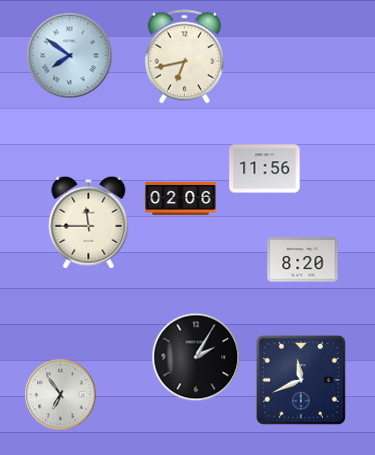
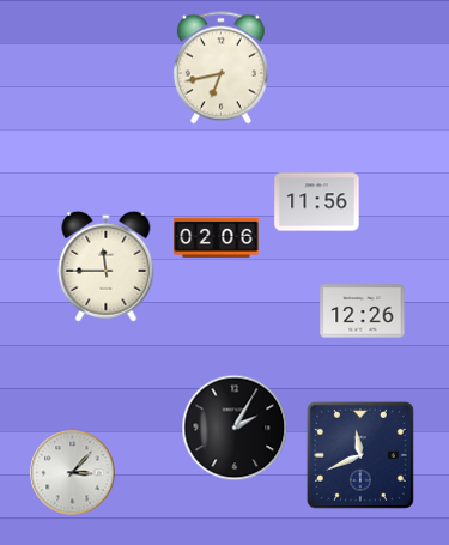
clock at (70, 56): 7:51 -> none
clock at (303, 260): 8:20 -> 12:26
clock at (61, 395): 6:54 -> 3:07
